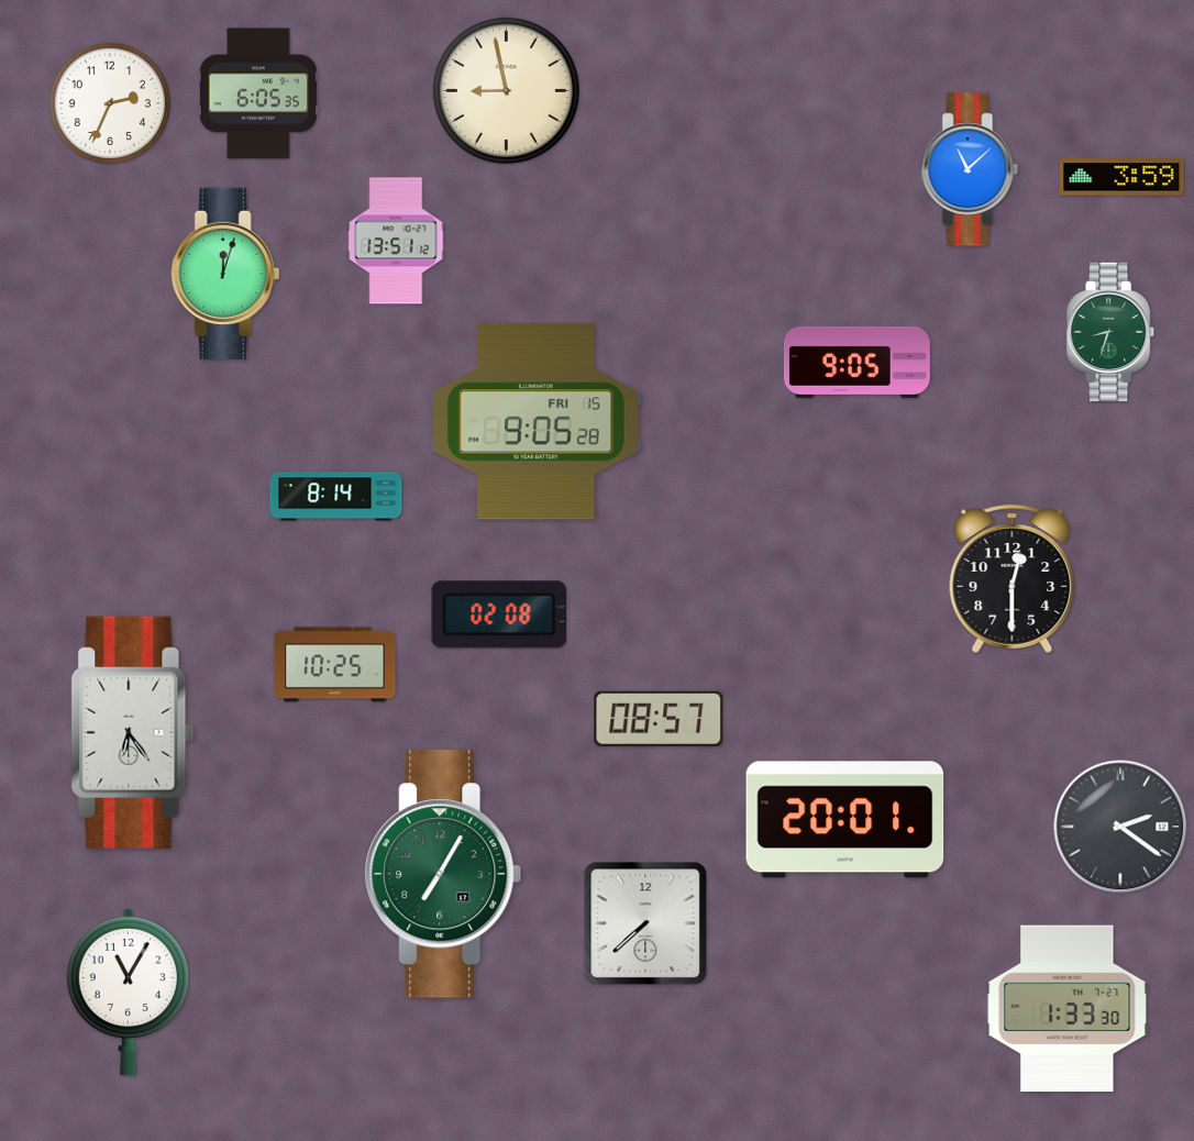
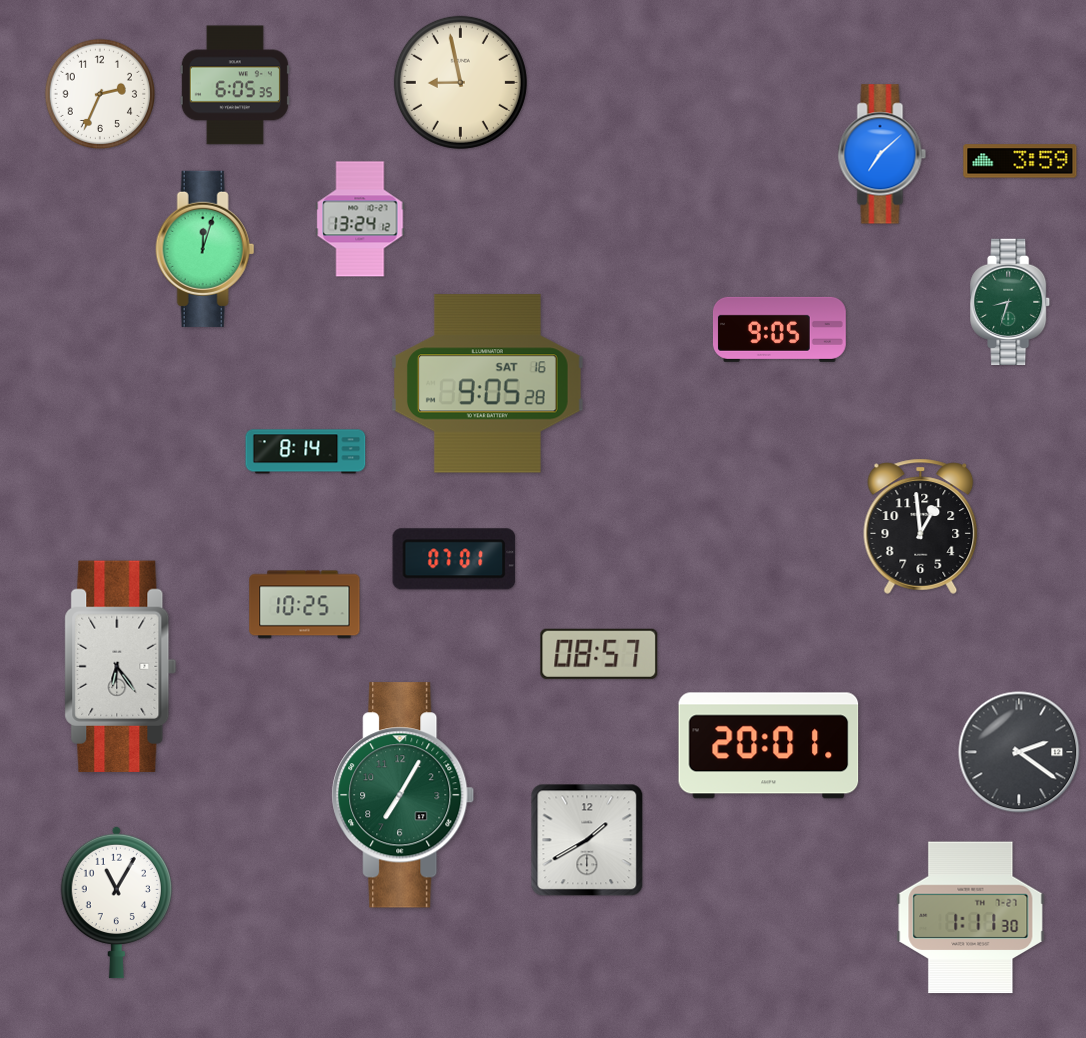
clock at (970, 169): 11:08 -> 7:08
clock at (396, 241): 13:51 -> 13:24
clock at (535, 422) date: FRI 15 -> SAT 16
clock at (1013, 578): 12:30 -> 12:59
clock at (499, 614): 02:08 -> 07:01
clock at (645, 923): 7:38 -> 1:40
clock at (1068, 1009): 1:33 -> 1:11
